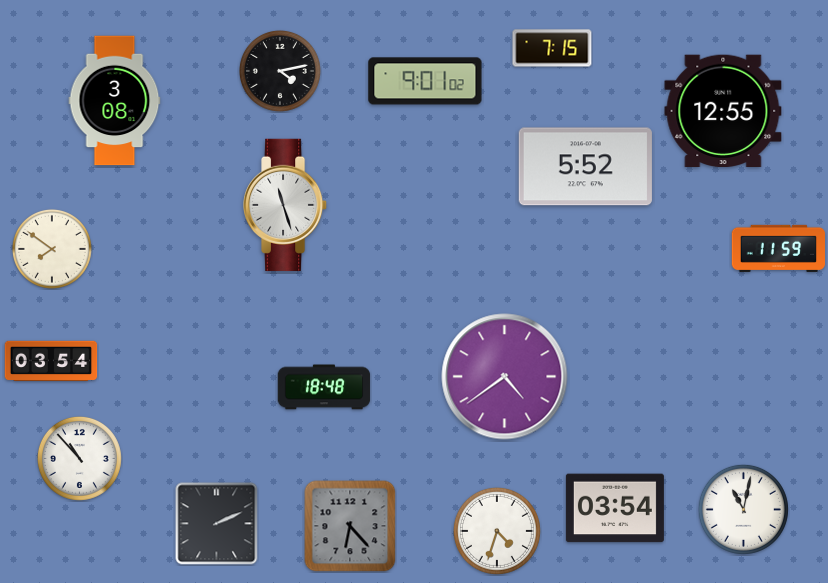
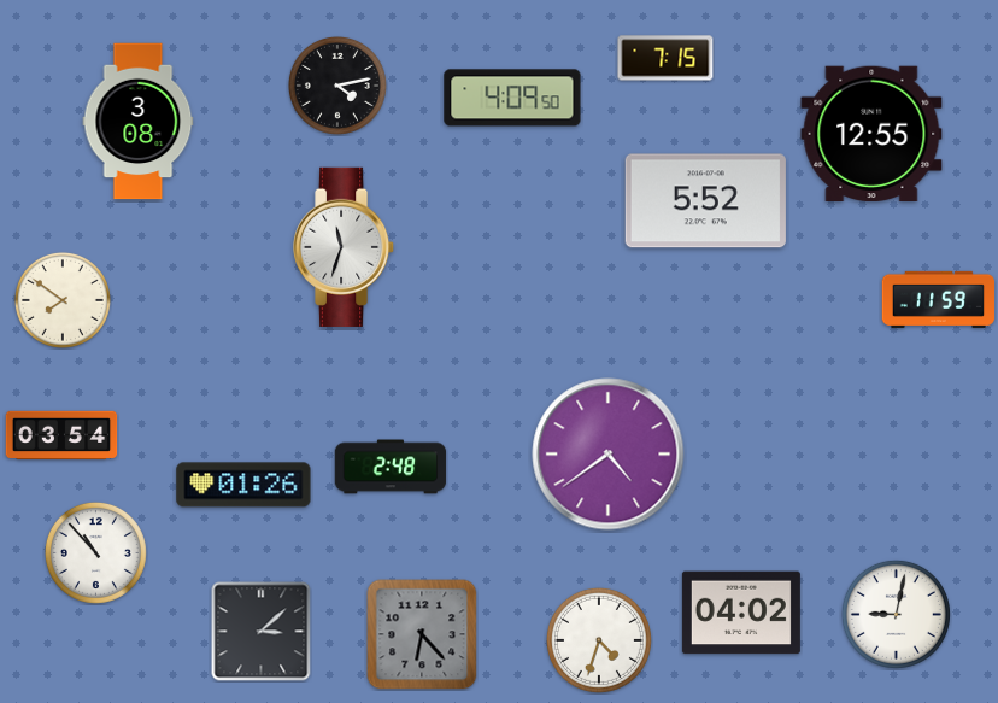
clock at (425, 81): 9:01 -> 4:09
clock at (286, 205): 11:27 -> 11:33
clock at (324, 387): 18:48 -> 2:48
clock at (243, 485): none -> 01:26
clock at (615, 508): 03:54 -> 04:02
clock at (743, 509): 11:02 -> 9:02
clock at (217, 524): 2:11 -> 3:08
